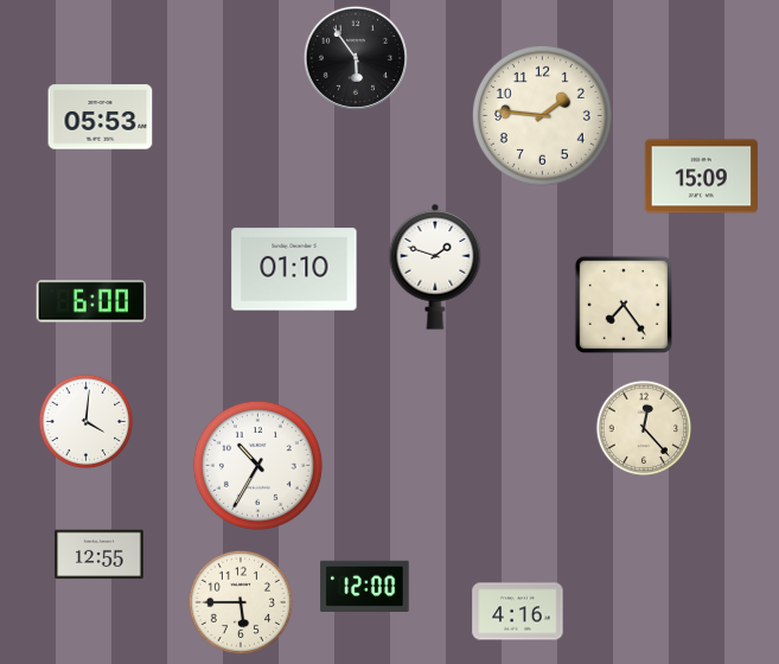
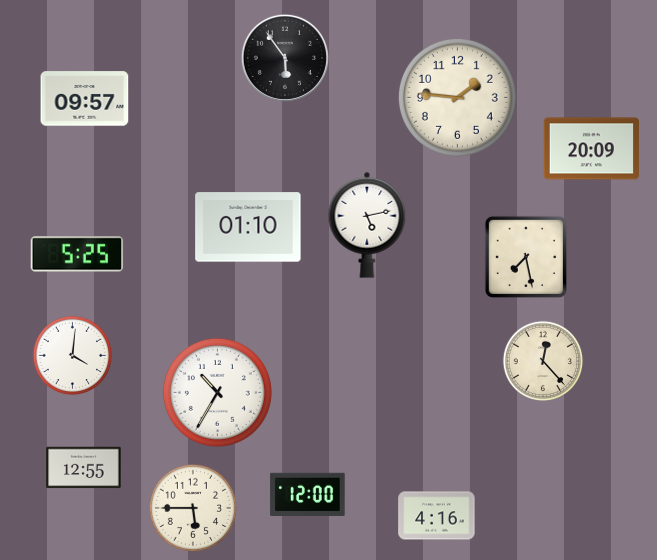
clock at (356, 58) position: (356, 58) -> (285, 58)
clock at (101, 117): 05:53 -> 09:57
clock at (701, 177): 15:09 -> 20:09
clock at (435, 267): 1:48 -> 5:13
clock at (91, 301): 6:00 -> 5:25
clock at (624, 305): 7:24 -> 7:28
clock at (240, 601) position: (240, 601) -> (192, 507)
